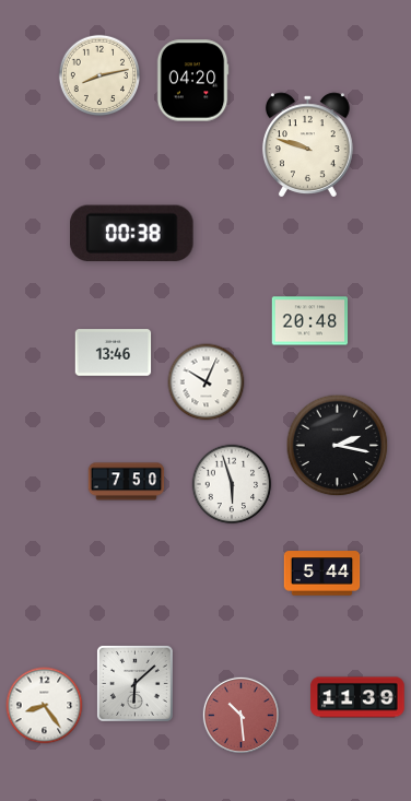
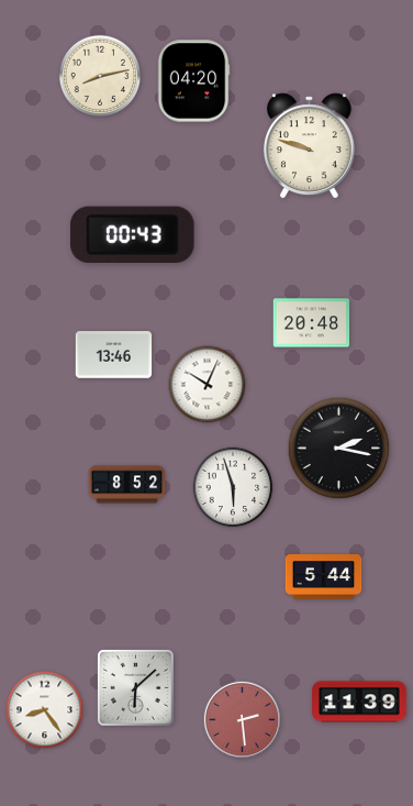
clock at (132, 234): 00:38 -> 00:43
clock at (127, 482): 7:50 -> 8:52
clock at (240, 715): 10:29 -> 2:29
